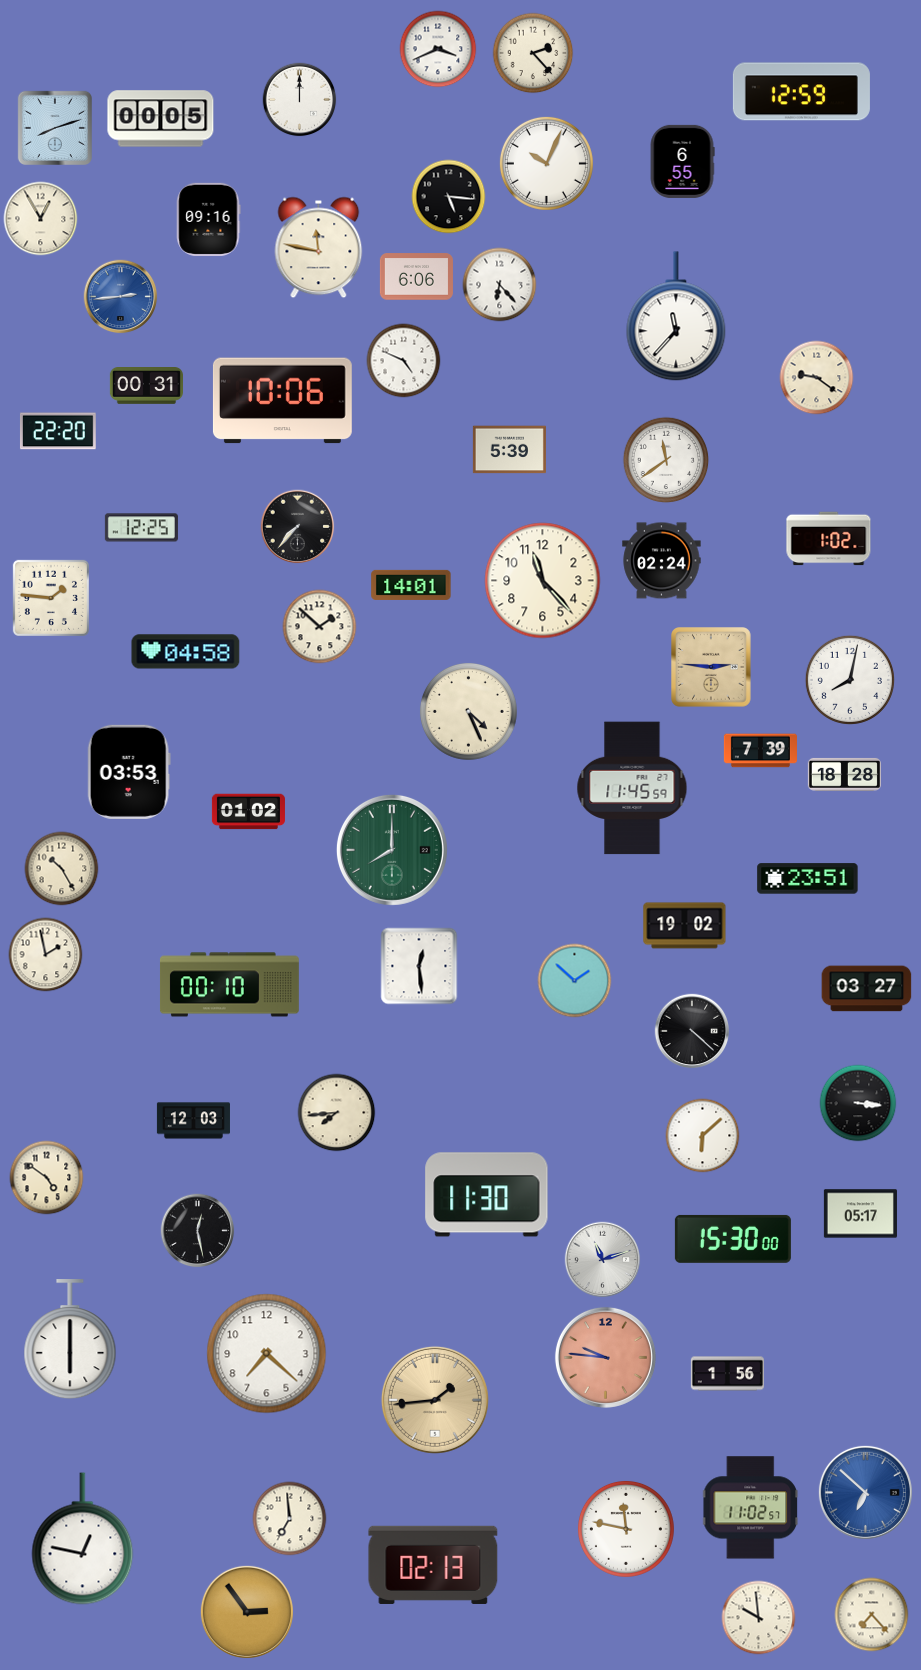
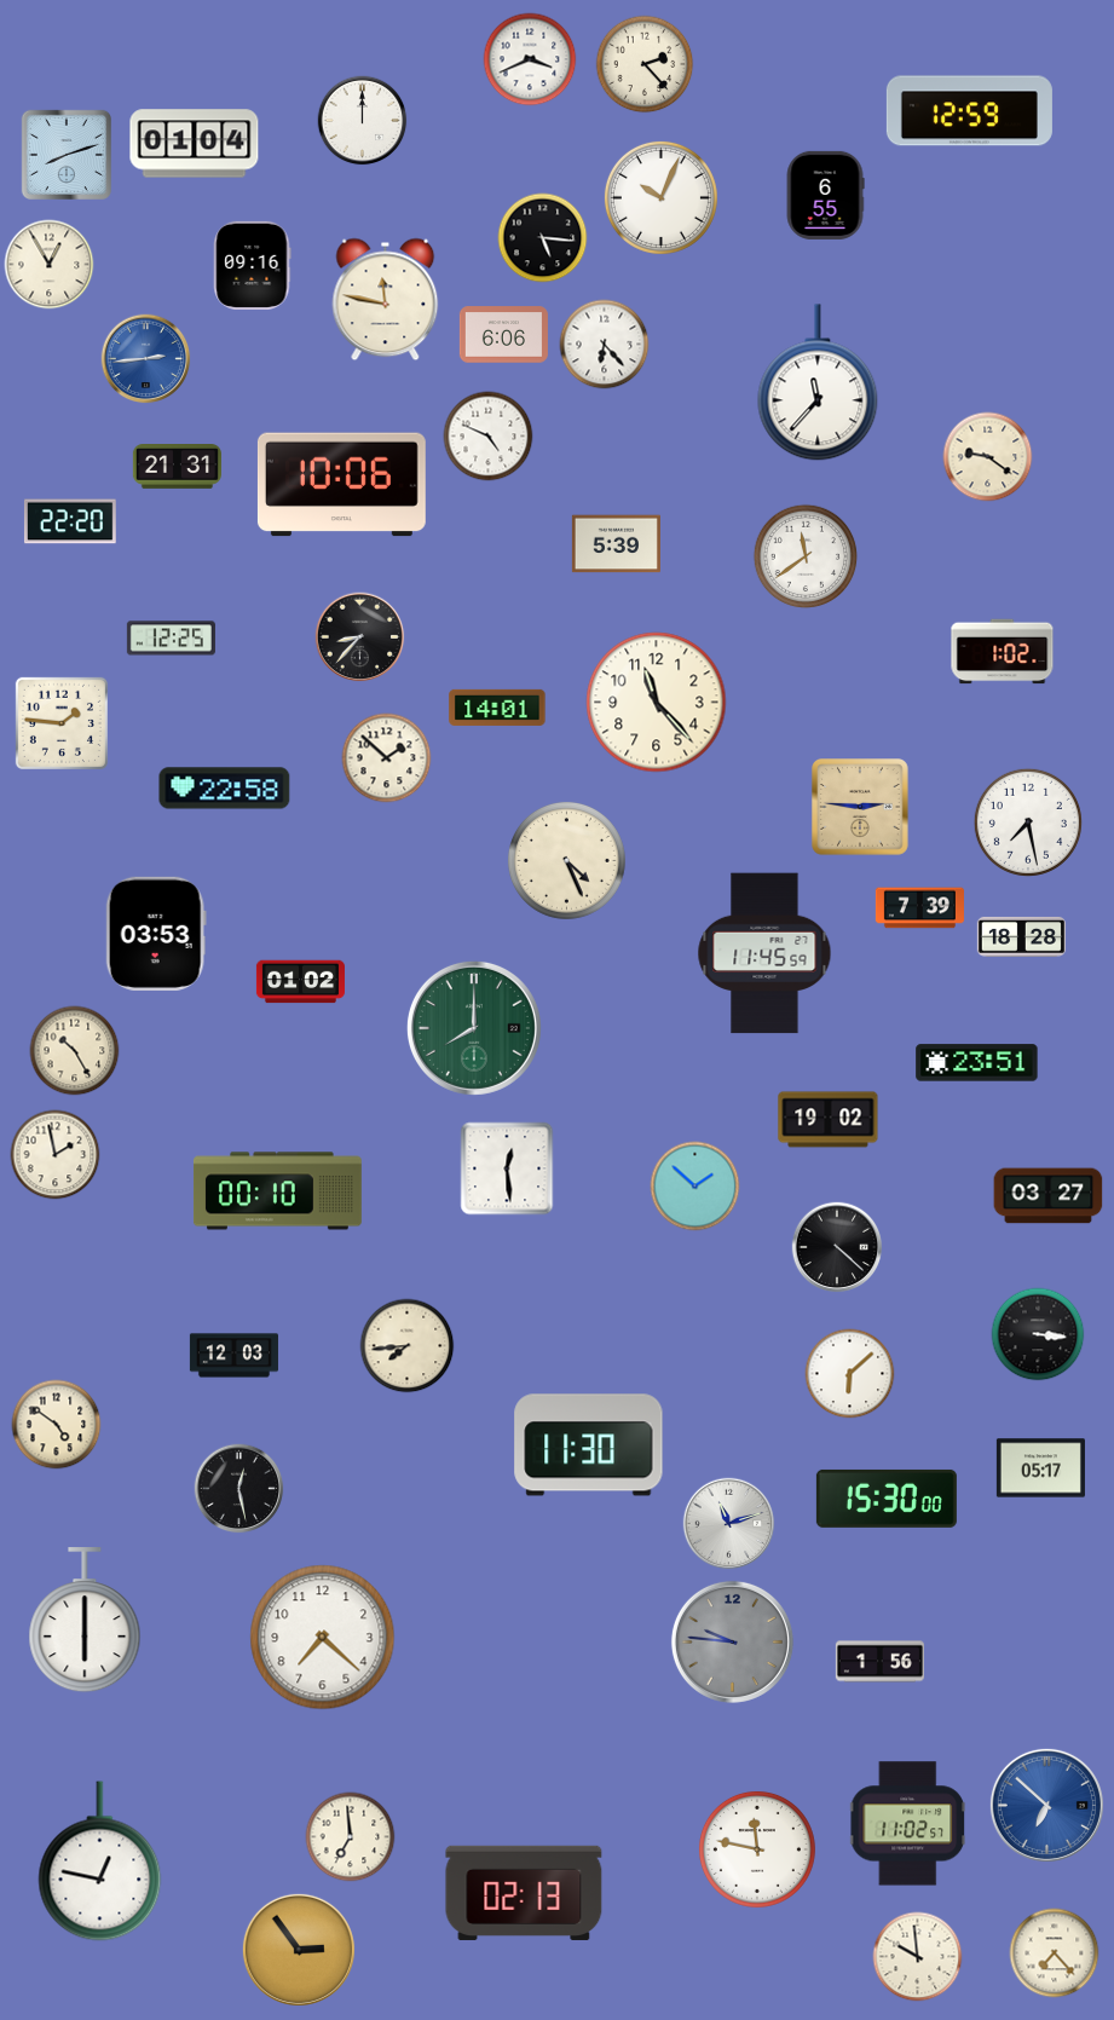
clock at (161, 119): 00:05 -> 01:04
clock at (146, 386): 00:31 -> 21:31
clock at (298, 527): 7:37 -> 8:37
clock at (662, 561): 02:24 -> none
clock at (186, 652): 04:58 -> 22:58
clock at (850, 680): 8:02 -> 7:28
clock at (605, 1357) dial: salmon -> grey
clock at (435, 1400): 1:44 -> none
